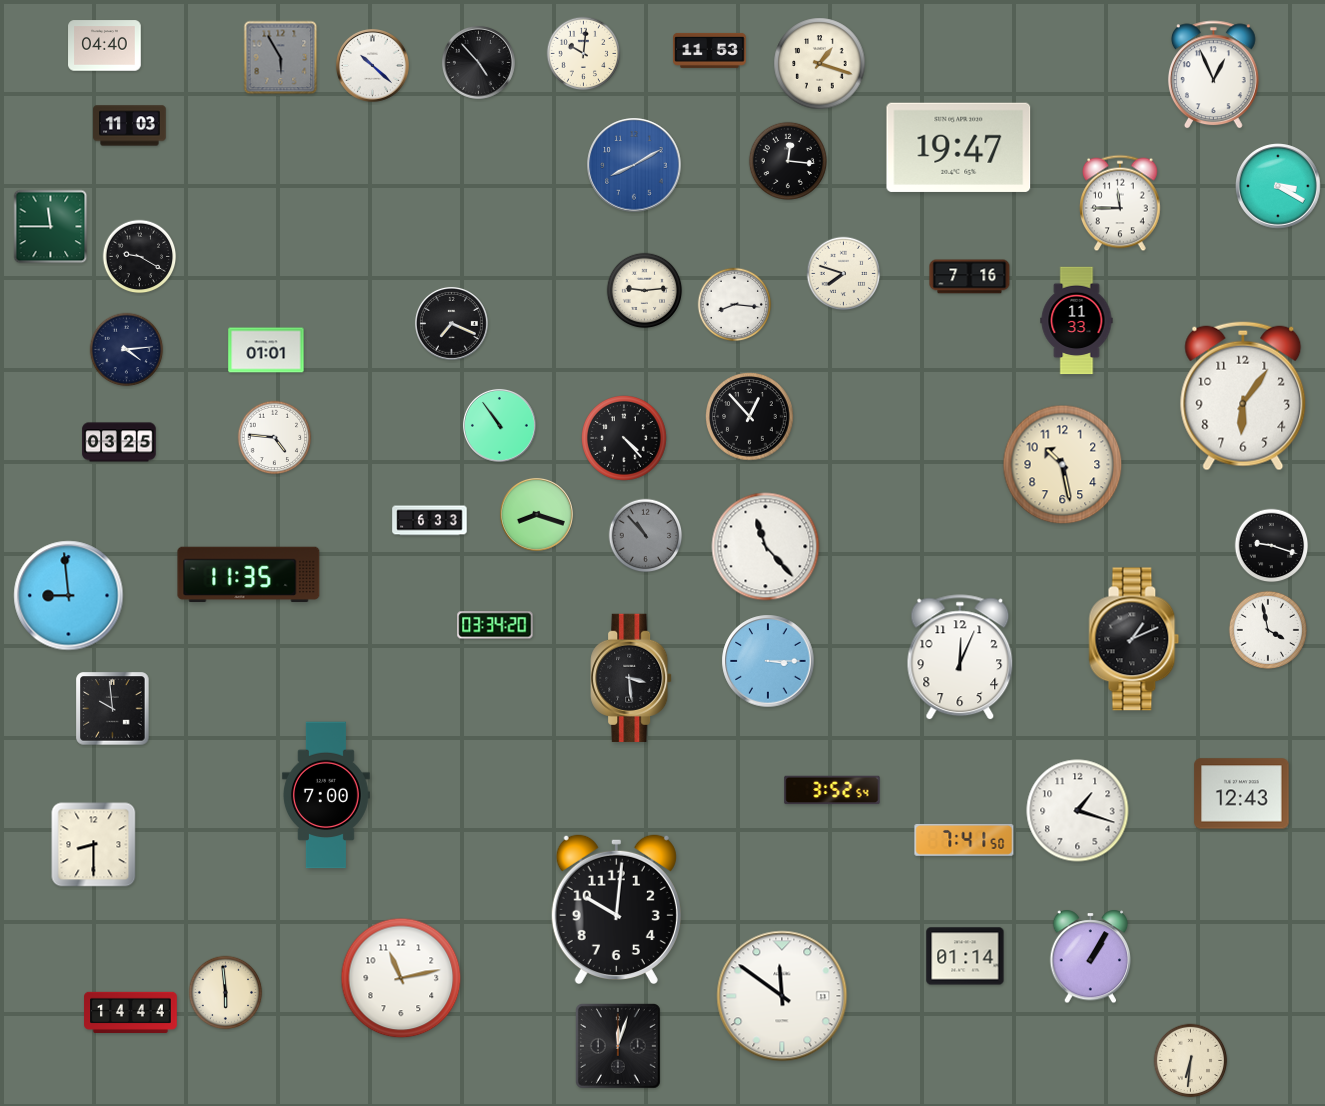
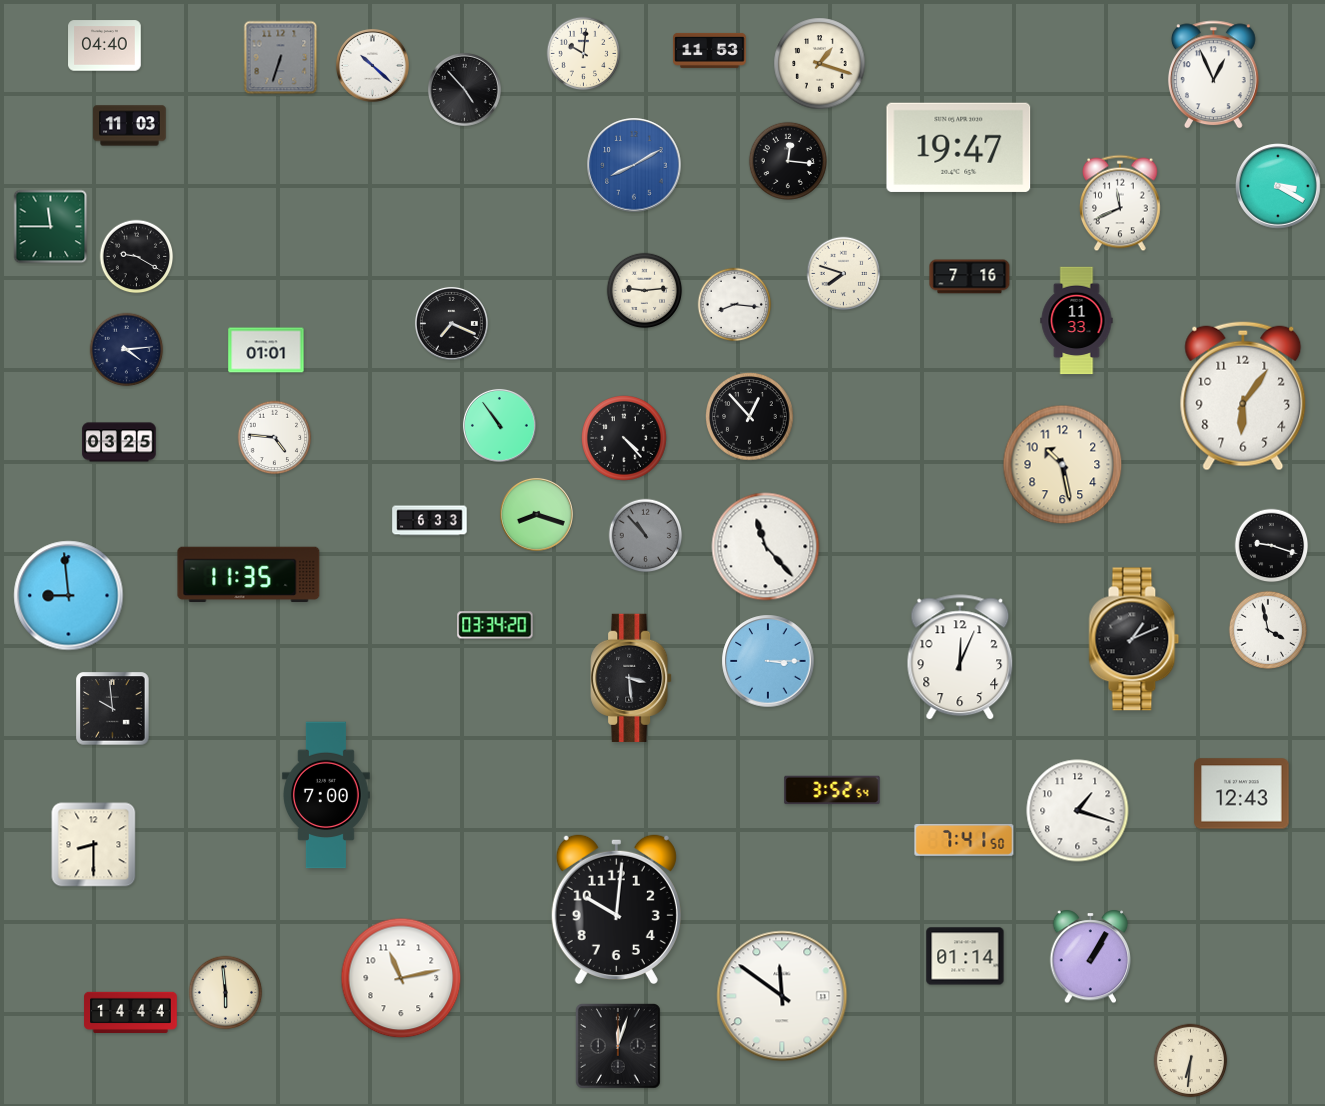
clock at (281, 58): 5:55 -> 6:33
clock at (478, 62) position: (478, 62) -> (464, 89)
clock at (1121, 203): 11:45 -> 11:41
clock at (140, 257) position: (140, 257) -> (137, 257)
